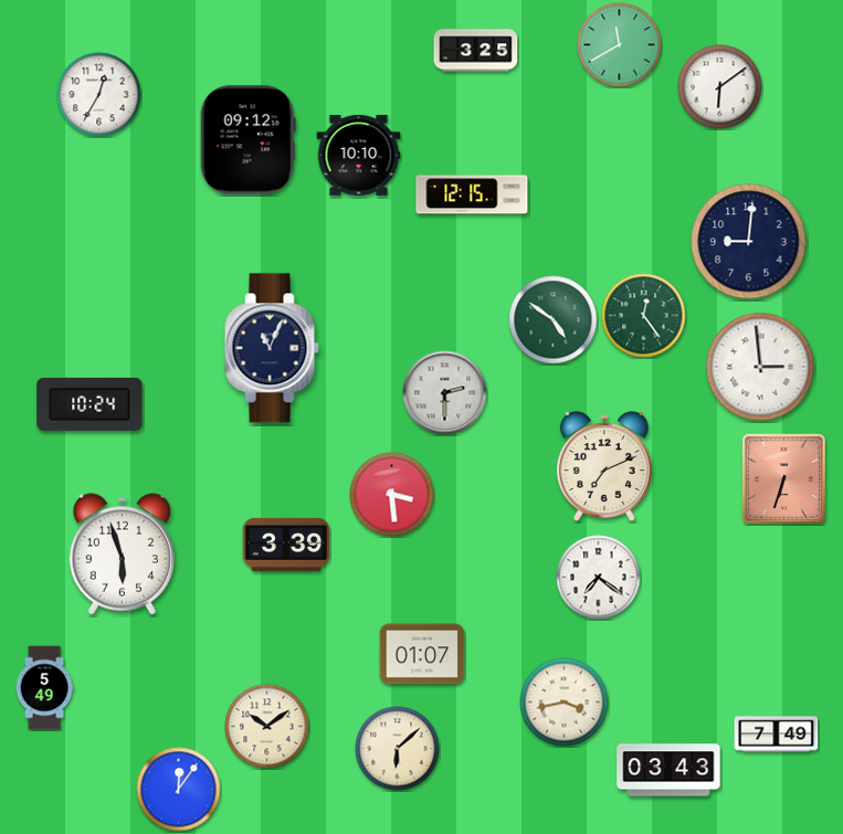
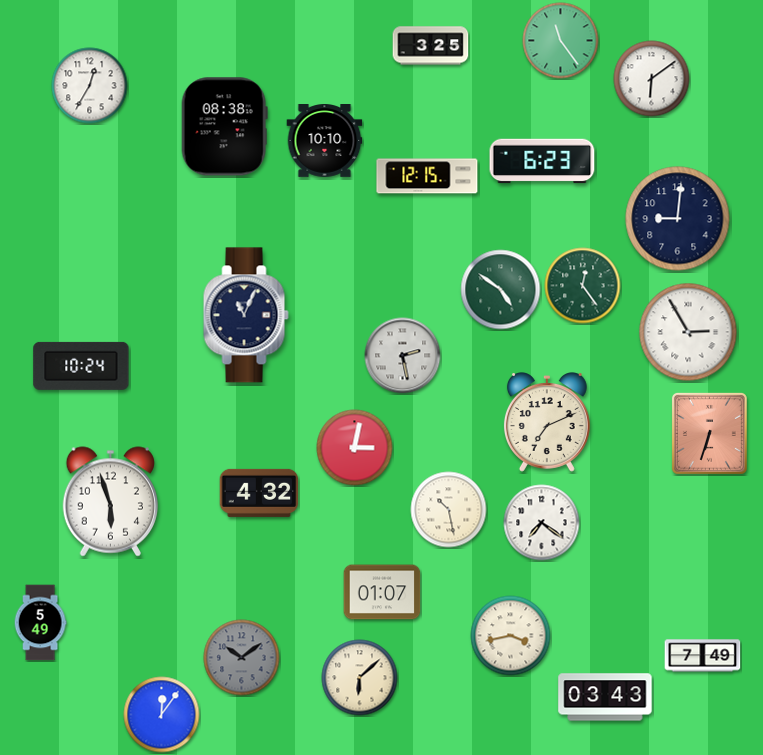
clock at (620, 45): 11:40 -> 11:24
clock at (247, 140): 09:12 -> 08:38
clock at (542, 161): none -> 6:23
clock at (760, 367): 2:59 -> 2:55
clock at (445, 393): 2:30 -> 2:28
clock at (392, 495): 3:29 -> 3:02
clock at (286, 545): 3:39 -> 4:32
clock at (449, 510): none -> 10:28
clock at (267, 727) dial: cream -> grey
clock at (777, 735) position: (777, 735) -> (703, 656)
